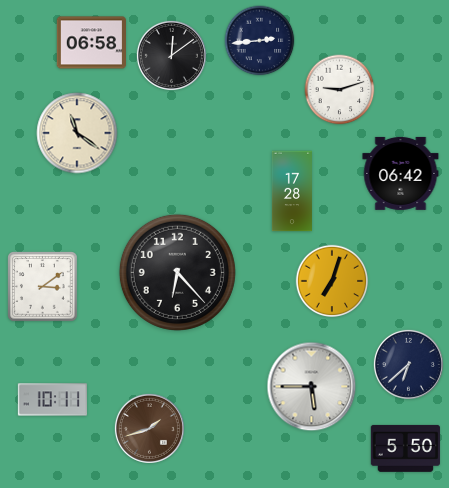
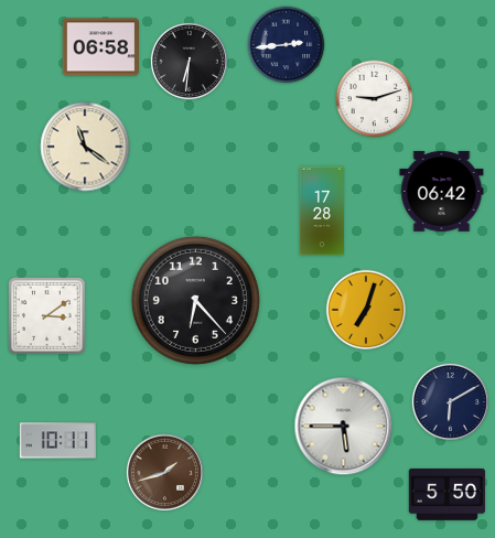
clock at (171, 55): 12:09 -> 6:31
clock at (408, 364): 6:38 -> 6:10
